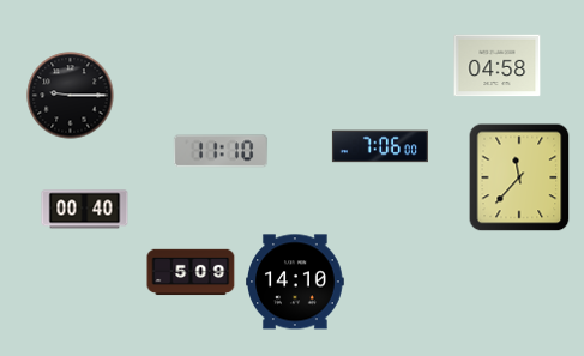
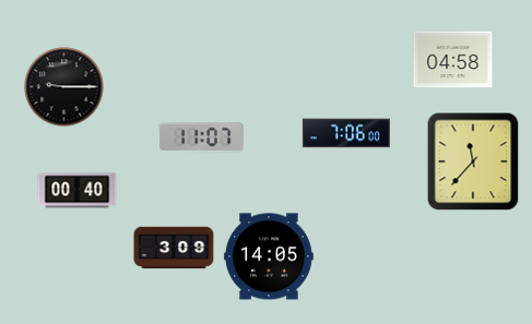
clock at (221, 151): 11:10 -> 11:07
clock at (191, 272): 5:09 -> 3:09
clock at (296, 282): 14:10 -> 14:05
